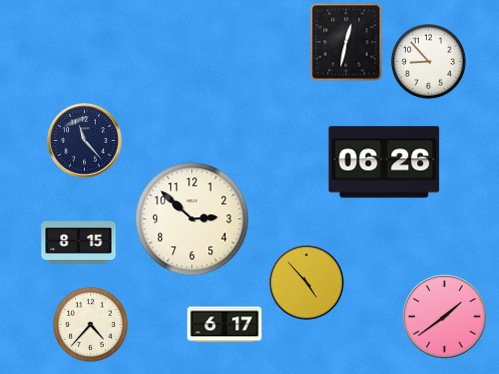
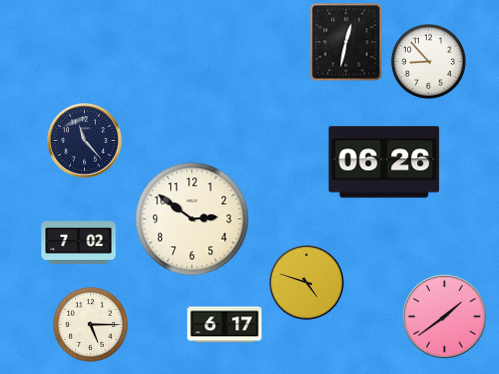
clock at (192, 219): 2:52 -> 2:51
clock at (79, 243): 8:15 -> 7:02
clock at (307, 283): 4:53 -> 4:48
clock at (90, 324): 4:37 -> 5:15
